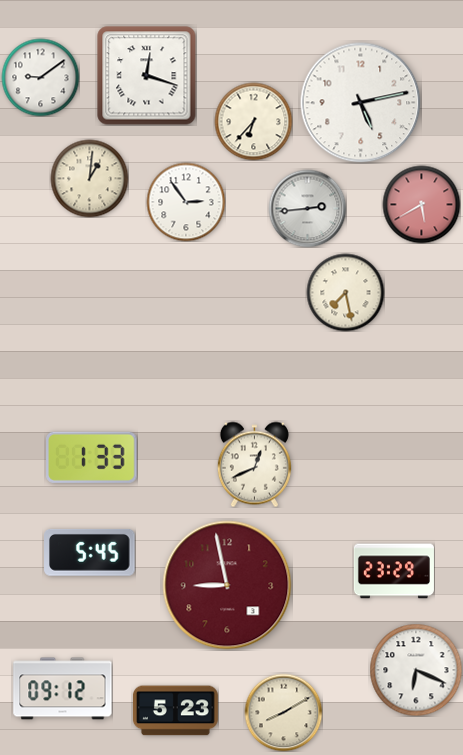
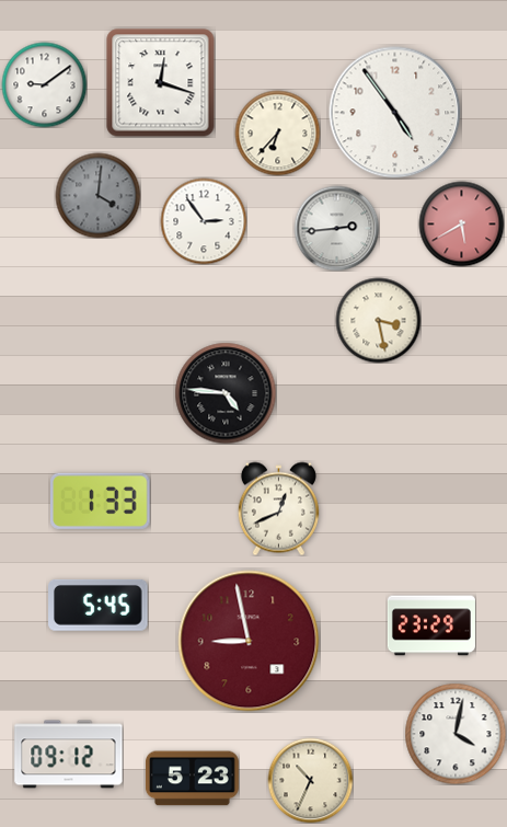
clock at (361, 103): 5:13 -> 4:54
clock at (89, 178): 1:01 -> 4:01
clock at (89, 178) dial: cream -> grey
clock at (345, 292): 7:28 -> 3:28
clock at (226, 393): none -> 4:46
clock at (416, 670): 6:19 -> 4:02
clock at (283, 712): 8:10 -> 10:34
